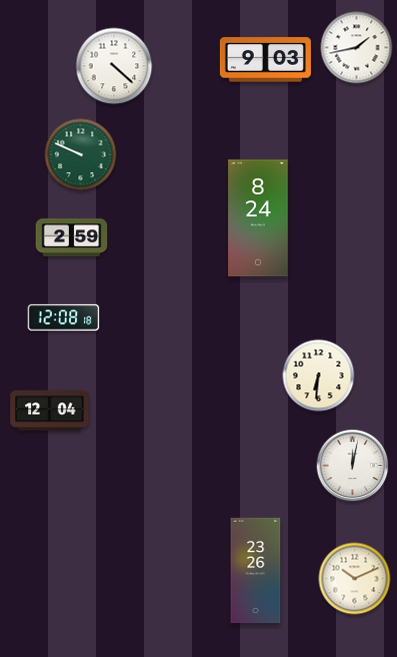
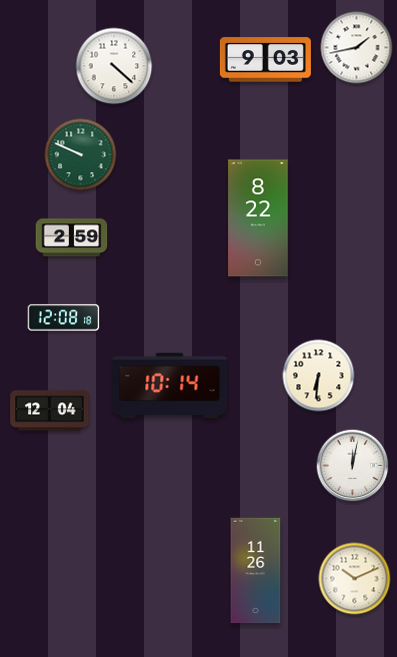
clock at (258, 218): 8:24 -> 8:22
clock at (170, 386): none -> 10:14
clock at (256, 571): 23:26 -> 11:26
